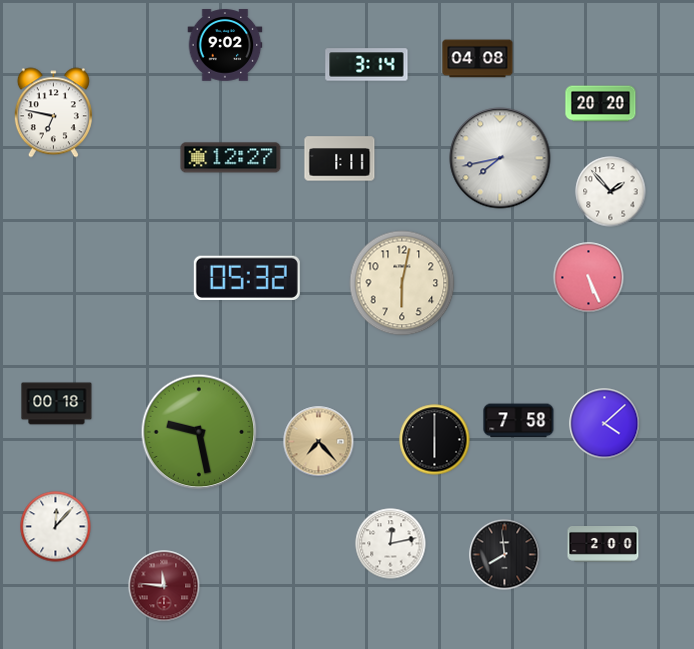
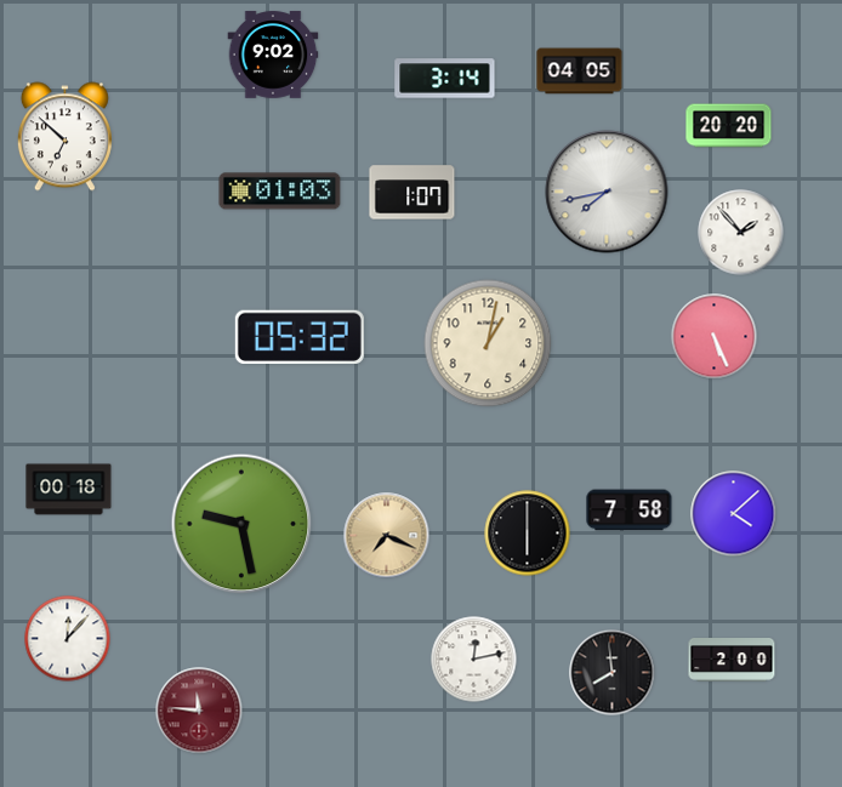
clock at (478, 59): 04:08 -> 04:05
clock at (53, 113): 6:47 -> 6:52
clock at (231, 158): 12:27 -> 01:03
clock at (340, 159): 1:11 -> 1:07
clock at (402, 283): 6:02 -> 1:02
clock at (319, 442): 7:23 -> 7:19
